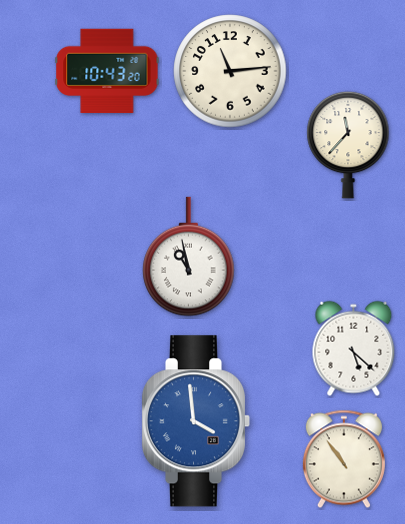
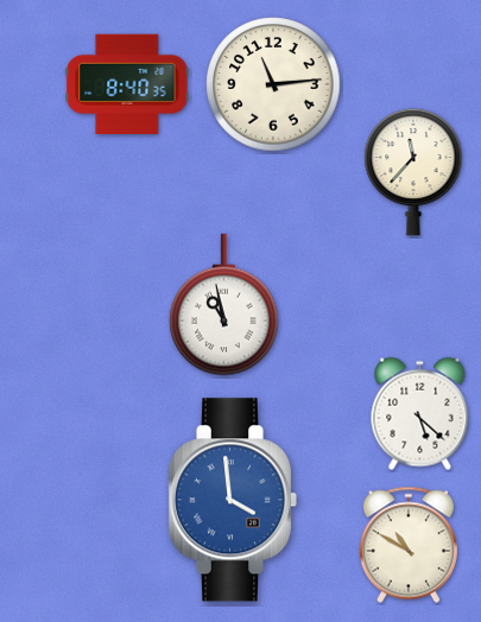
clock at (107, 71): 10:43 -> 8:40
clock at (344, 459): 10:54 -> 10:50
